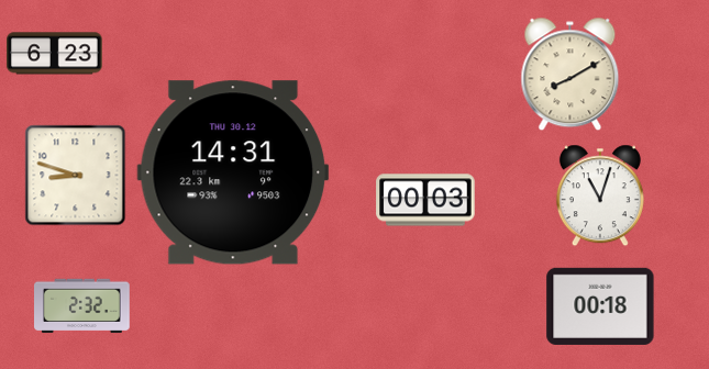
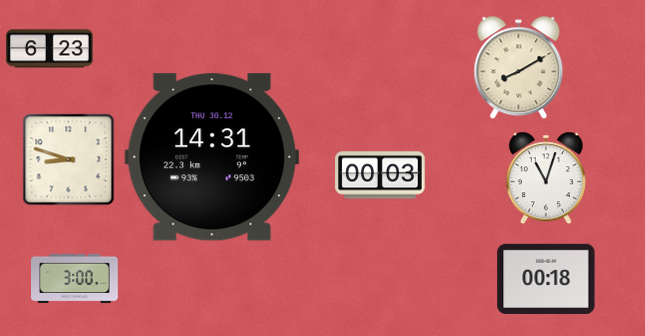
clock at (425, 200) position: (425, 200) -> (380, 175)
clock at (82, 306): 2:32 -> 3:00
